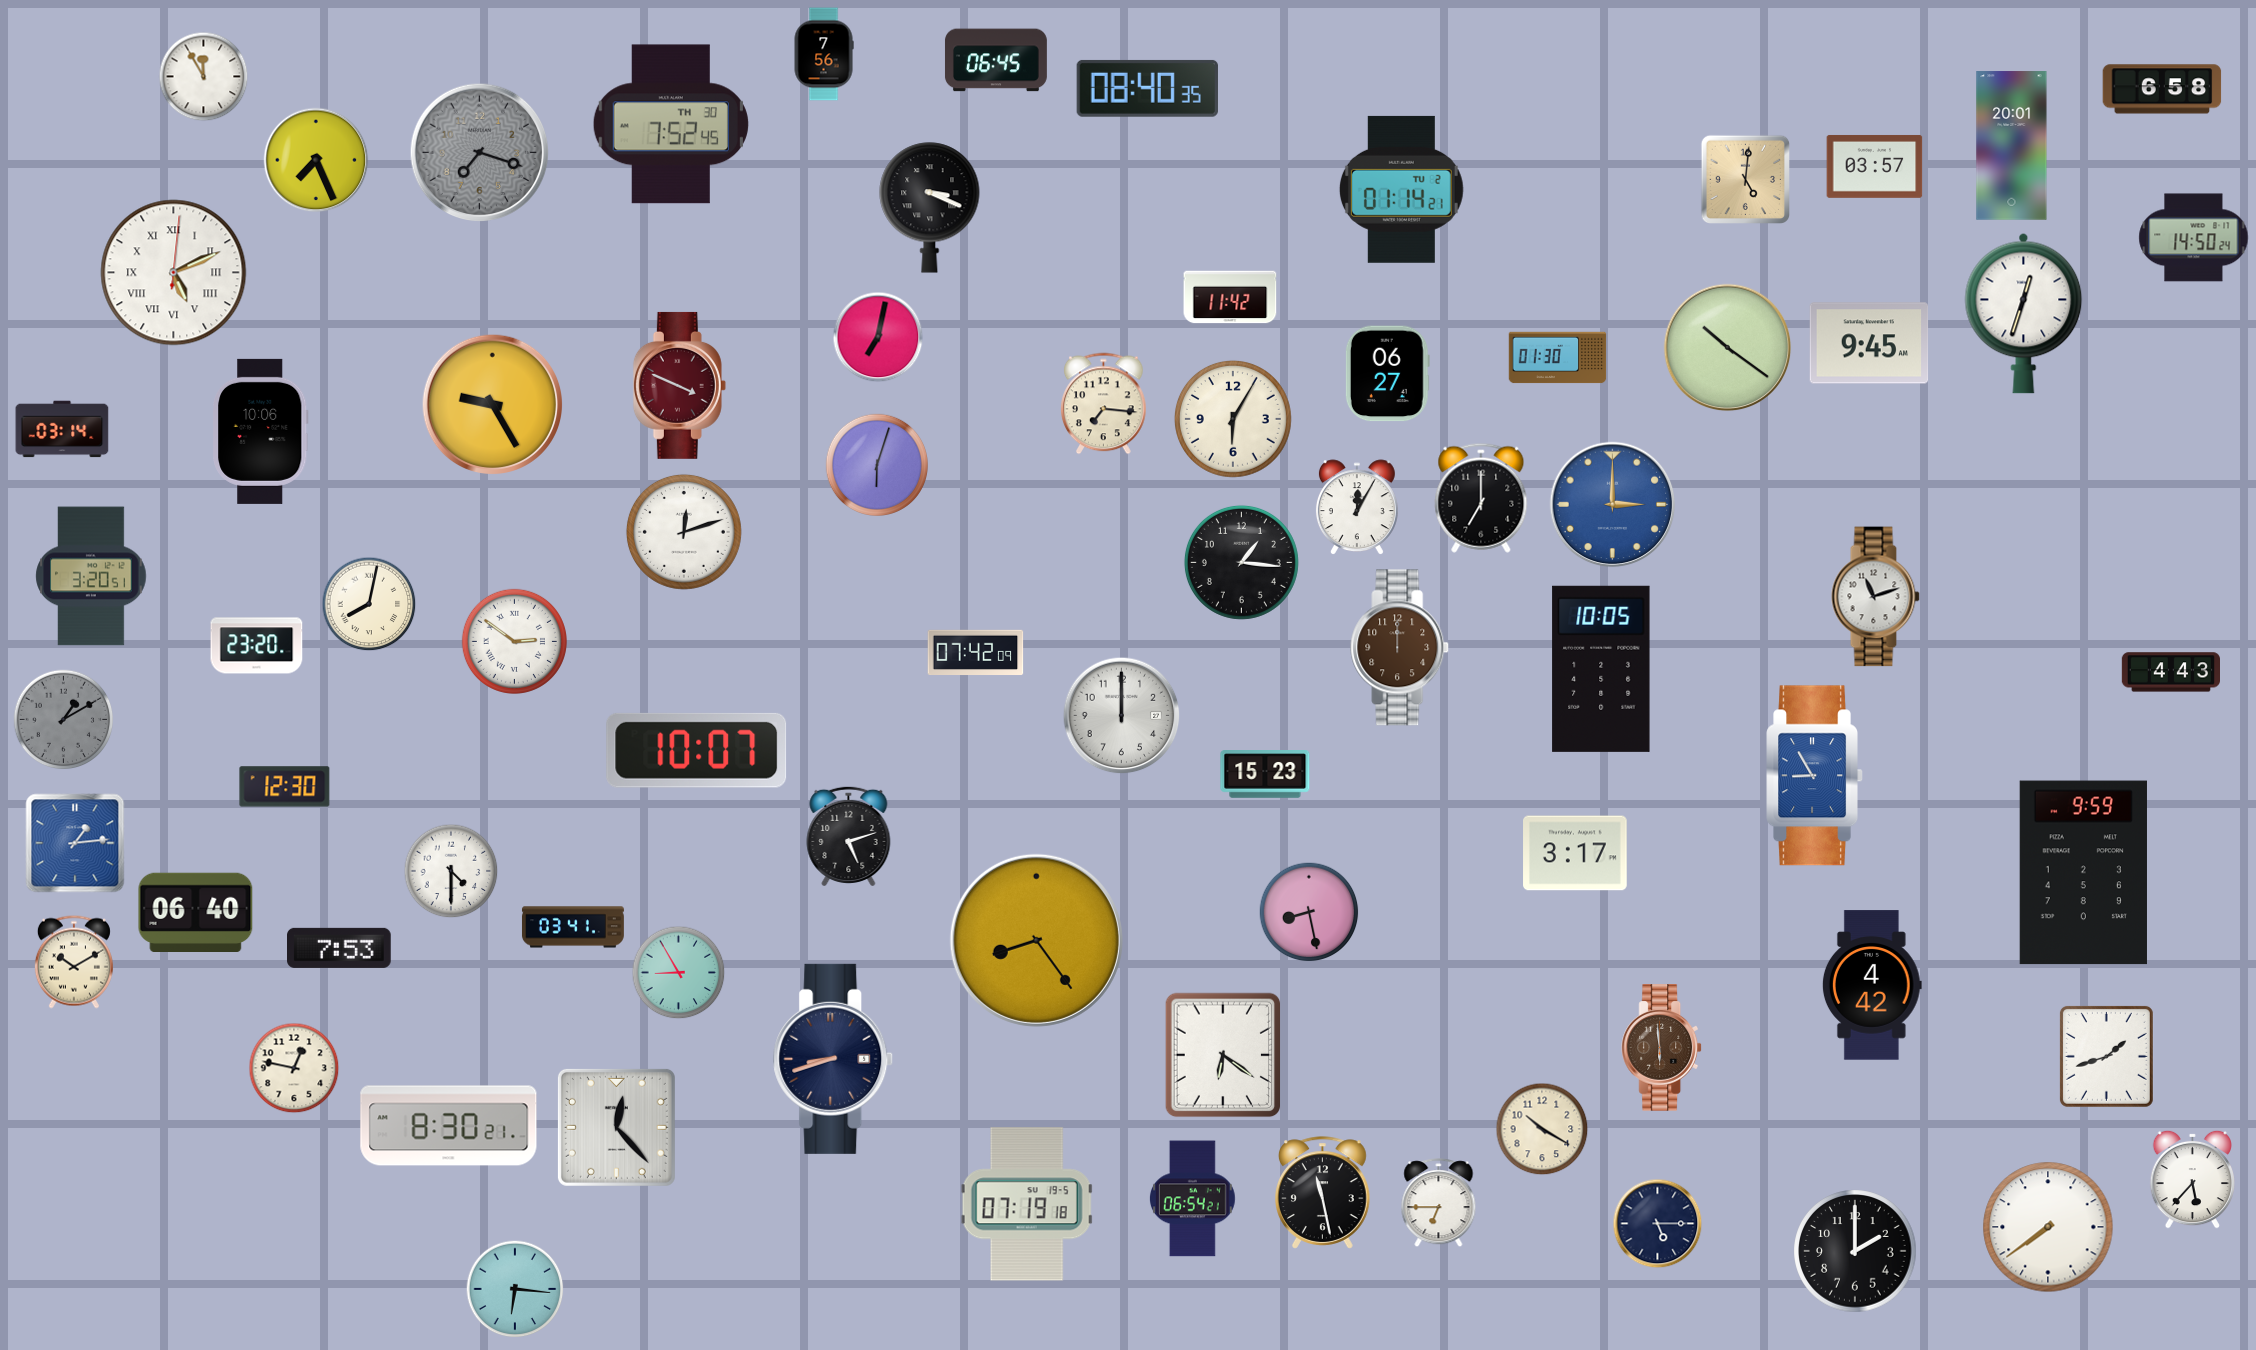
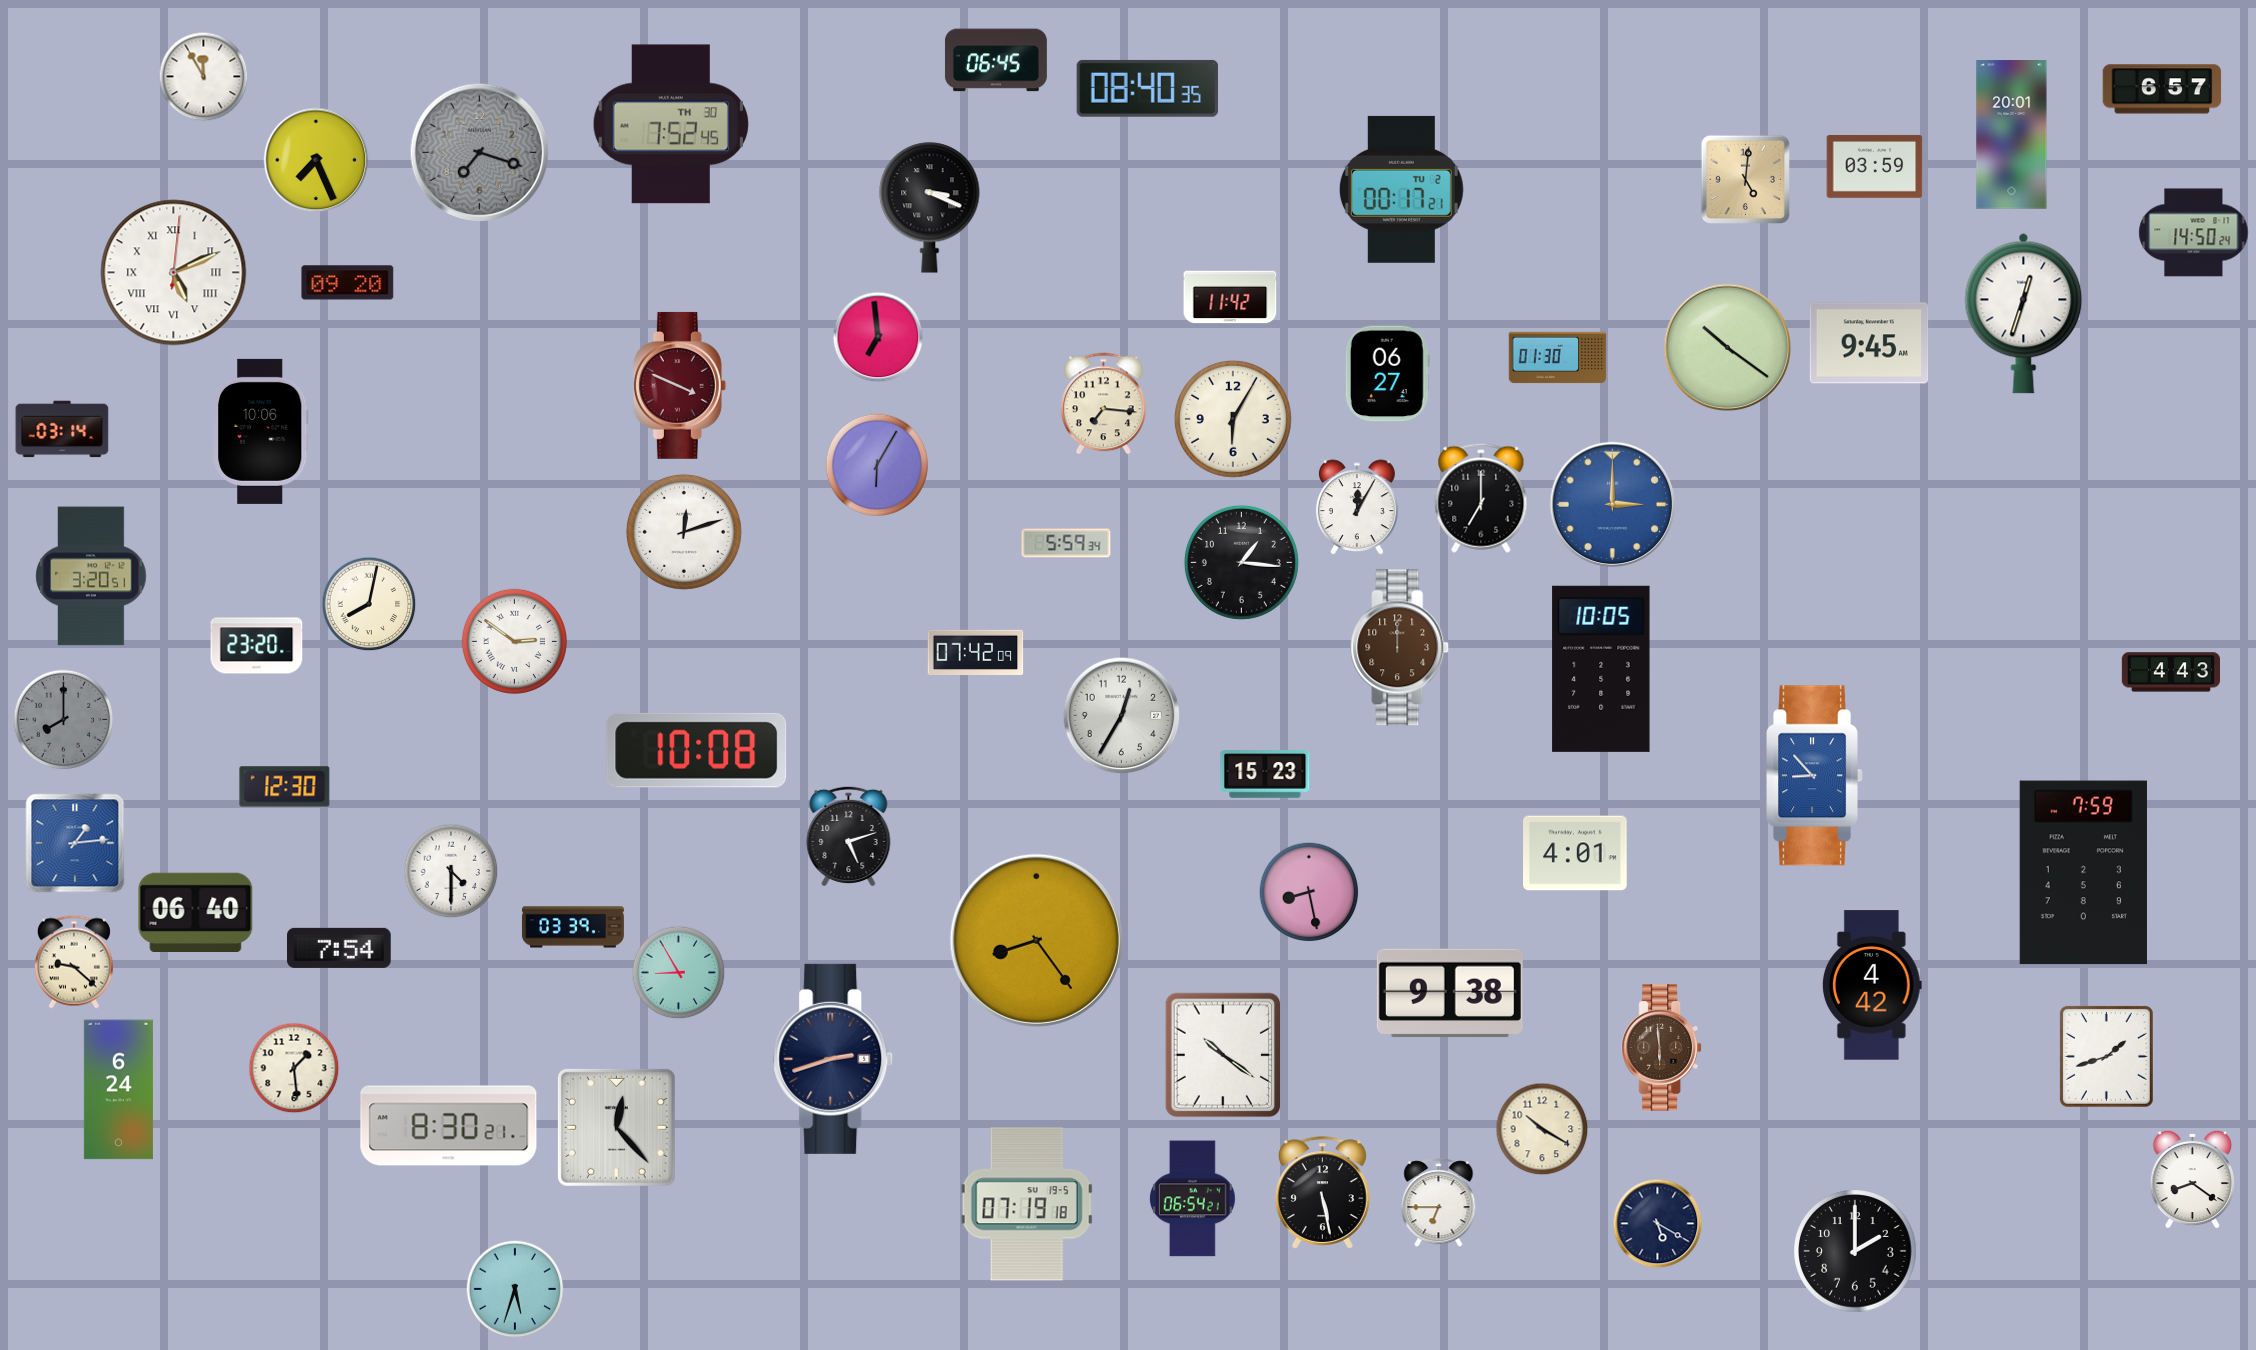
clock at (824, 54): 7:56 -> none
clock at (2162, 89): 6:58 -> 6:57
clock at (2012, 146) position: (2012, 146) -> (2012, 135)
clock at (1875, 166): 03:57 -> 03:59
clock at (1401, 189): 01:14 -> 00:17
clock at (2194, 238) position: (2194, 238) -> (2194, 233)
clock at (348, 283): none -> 09:20
clock at (878, 337): 7:02 -> 6:59
clock at (492, 404): 9:25 -> none
clock at (876, 464): 6:03 -> 6:05
clock at (1066, 543): none -> 5:59
clock at (1875, 597): 11:12 -> none
clock at (1122, 716): 12:00 -> 12:35
clock at (64, 720): 1:10 -> 8:00
clock at (697, 750): 10:07 -> 10:08
clock at (1814, 776): 8:55 -> 8:53
clock at (1575, 853): 3:17 -> 4:01
clock at (2083, 873): 9:59 -> 7:59
clock at (1309, 912) position: (1309, 912) -> (1309, 892)
clock at (573, 927): 03:41 -> 03:39
clock at (339, 948): 7:53 -> 7:54
clock at (74, 962): 10:10 -> 9:22
clock at (1450, 993): none -> 9:38
clock at (1223, 1055): 6:21 -> 10:21
clock at (833, 1059): 8:42 -> 2:42
clock at (294, 1068): 12:47 -> 1:29
clock at (118, 1090): none -> 6:24
clock at (2192, 1179): 5:37 -> 8:21
clock at (1323, 1193): 11:28 -> 5:28
clock at (1658, 1224): 5:15 -> 5:20
clock at (2048, 1227): 7:39 -> none
clock at (515, 1289): 6:16 -> 5:33
